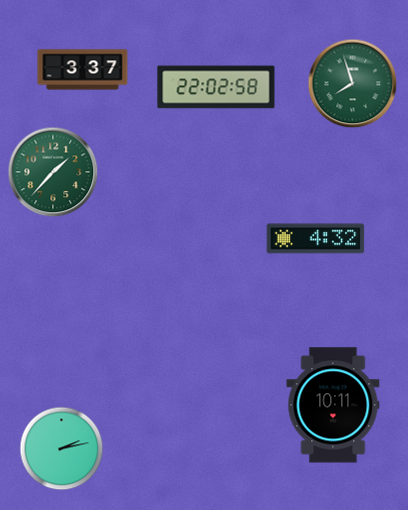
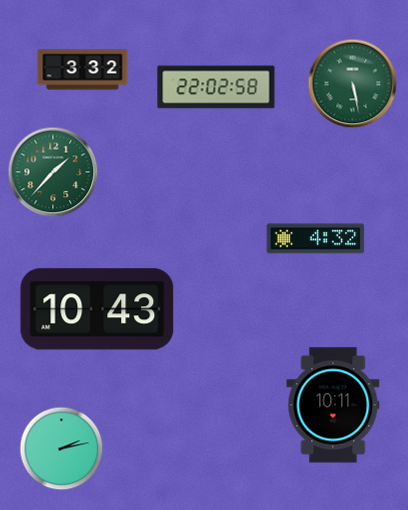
clock at (83, 70): 3:37 -> 3:32
clock at (353, 84): 7:57 -> 5:28
clock at (97, 309): none -> 10:43
